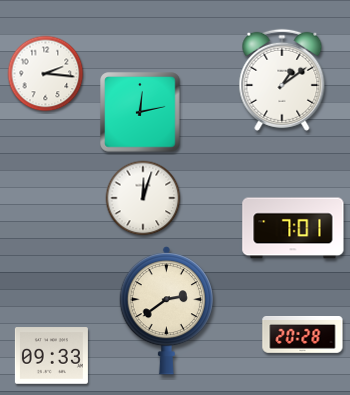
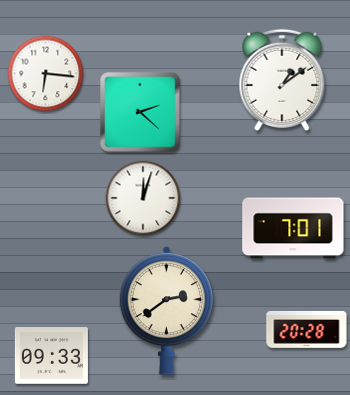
clock at (46, 74): 2:16 -> 6:16
clock at (140, 112): 12:13 -> 2:22
clock at (303, 335) position: (303, 335) -> (307, 330)
